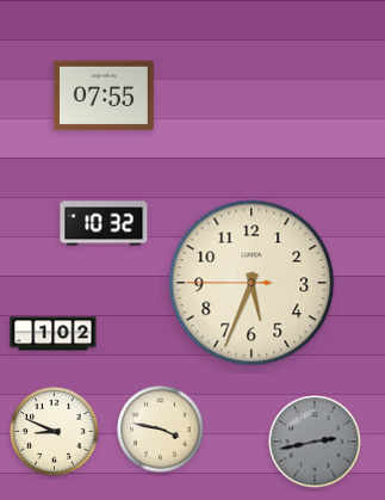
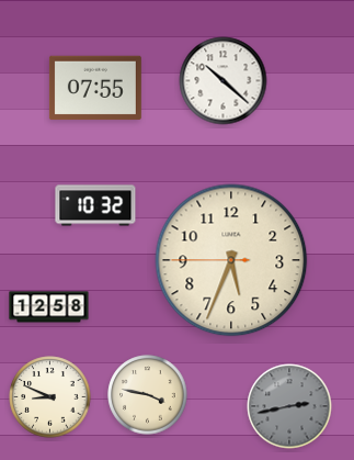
clock at (224, 81): none -> 10:22
clock at (54, 334): 1:02 -> 12:58
